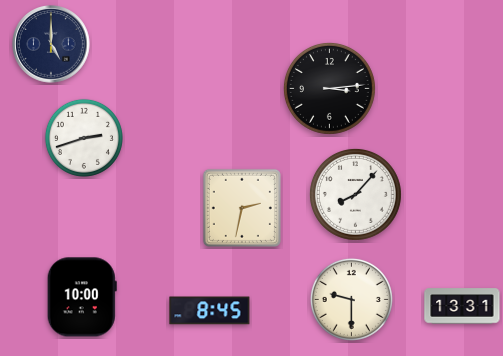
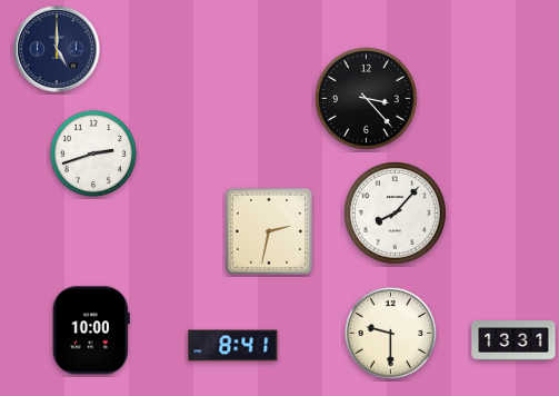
clock at (329, 88): 3:14 -> 3:23
clock at (355, 194) position: (355, 194) -> (395, 212)
clock at (210, 311): 8:45 -> 8:41
